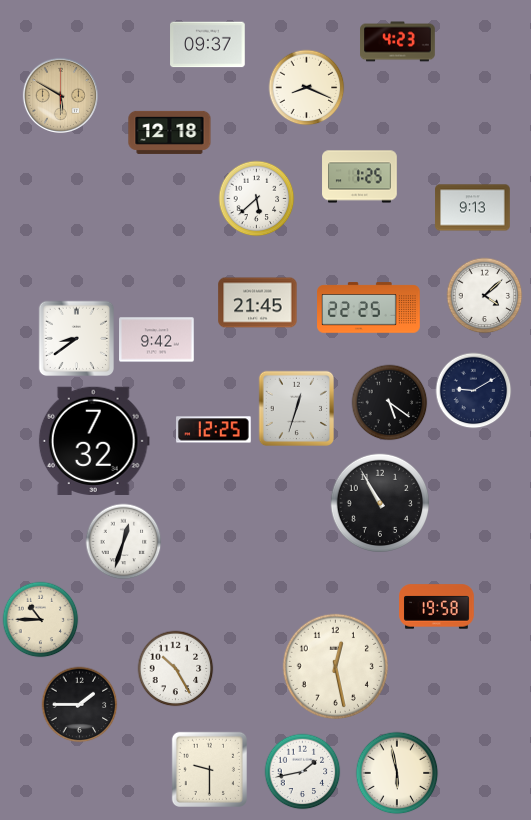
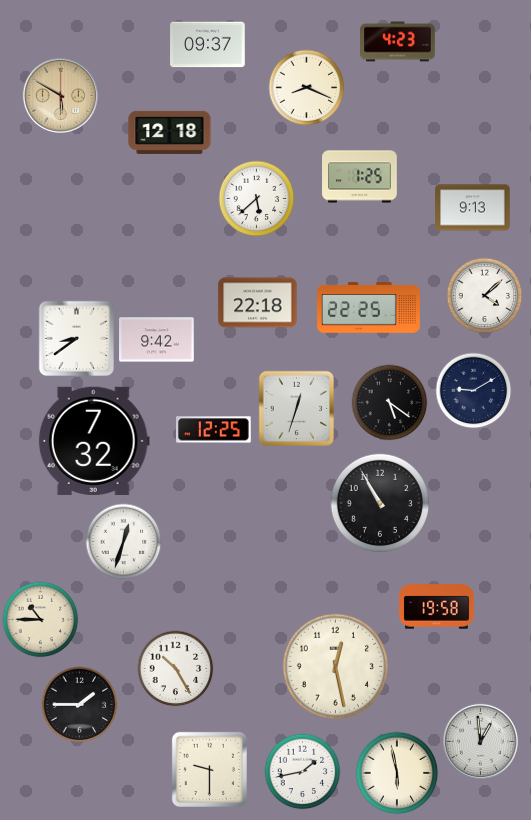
clock at (258, 303): 21:45 -> 22:18
clock at (480, 741): none -> 12:59
